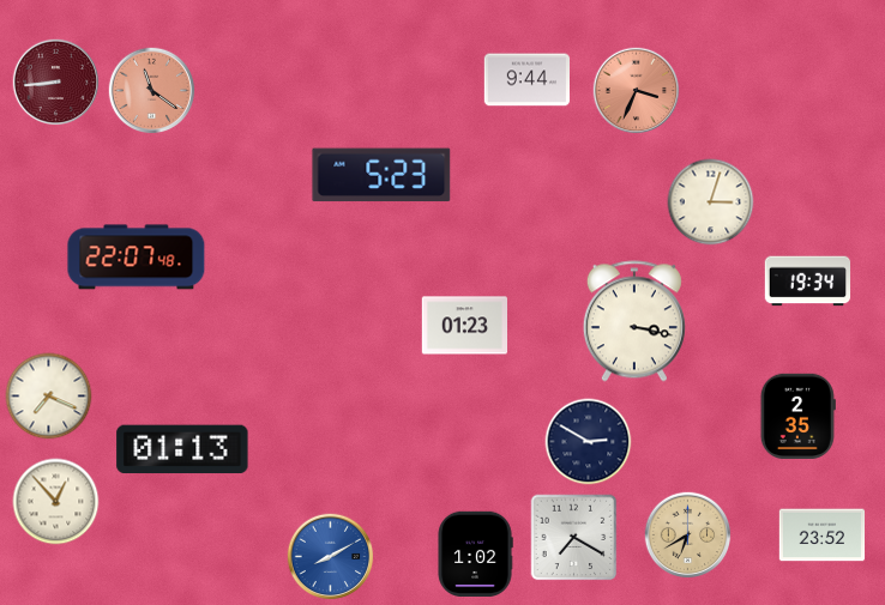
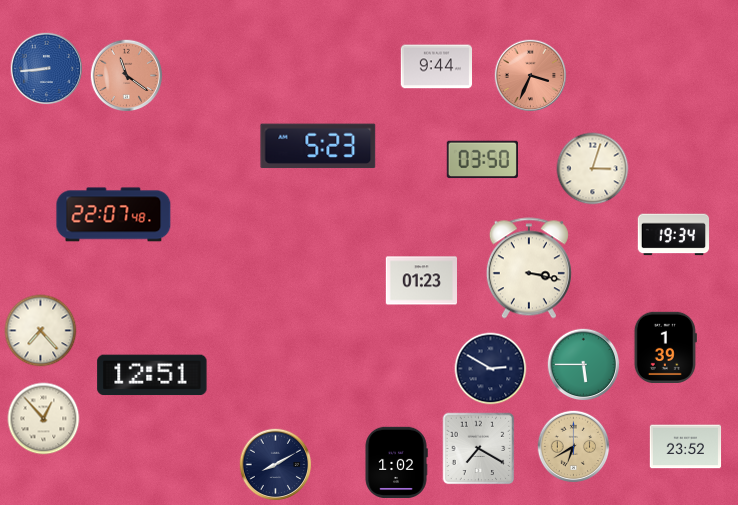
clock at (526, 80) position: (526, 80) -> (436, 67)
clock at (56, 83) dial: burgundy -> blue
clock at (482, 160): none -> 03:50
clock at (465, 326) position: (465, 326) -> (422, 281)
clock at (49, 397): 7:19 -> 7:23
clock at (797, 416): 2:35 -> 1:39
clock at (584, 365): none -> 5:45
clock at (182, 449): 01:13 -> 12:51
clock at (56, 502) position: (56, 502) -> (44, 419)
clock at (331, 557) dial: blue -> navy
